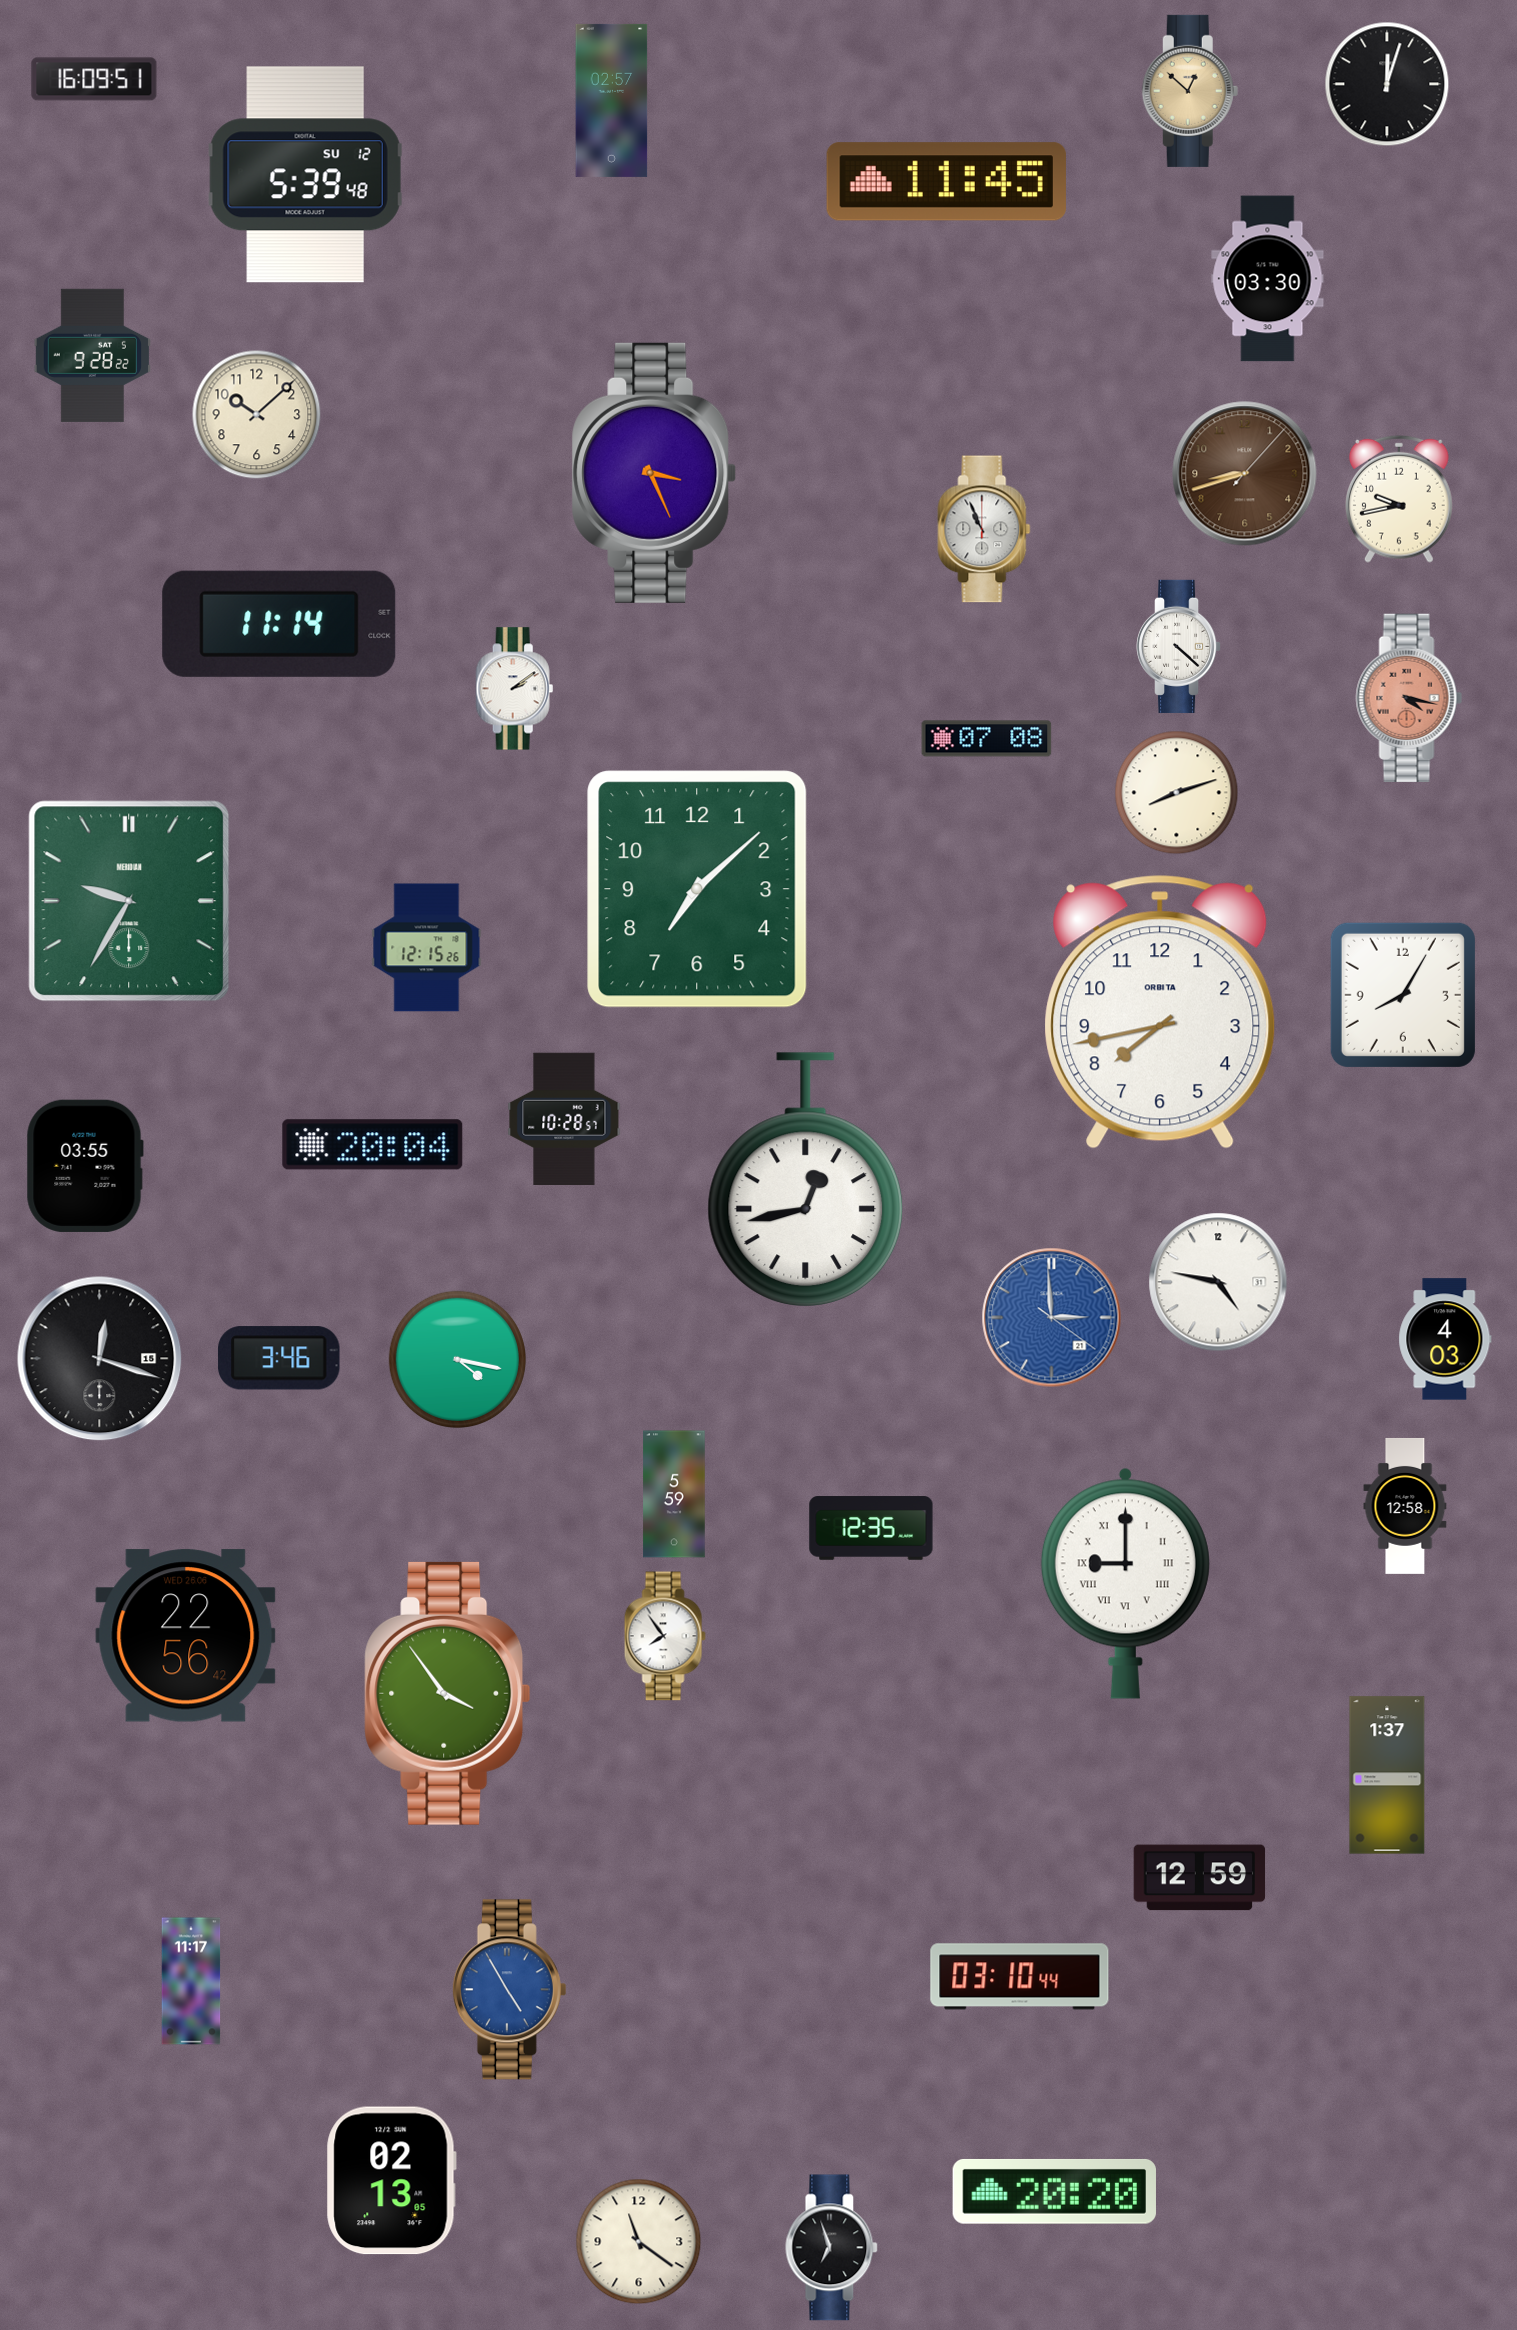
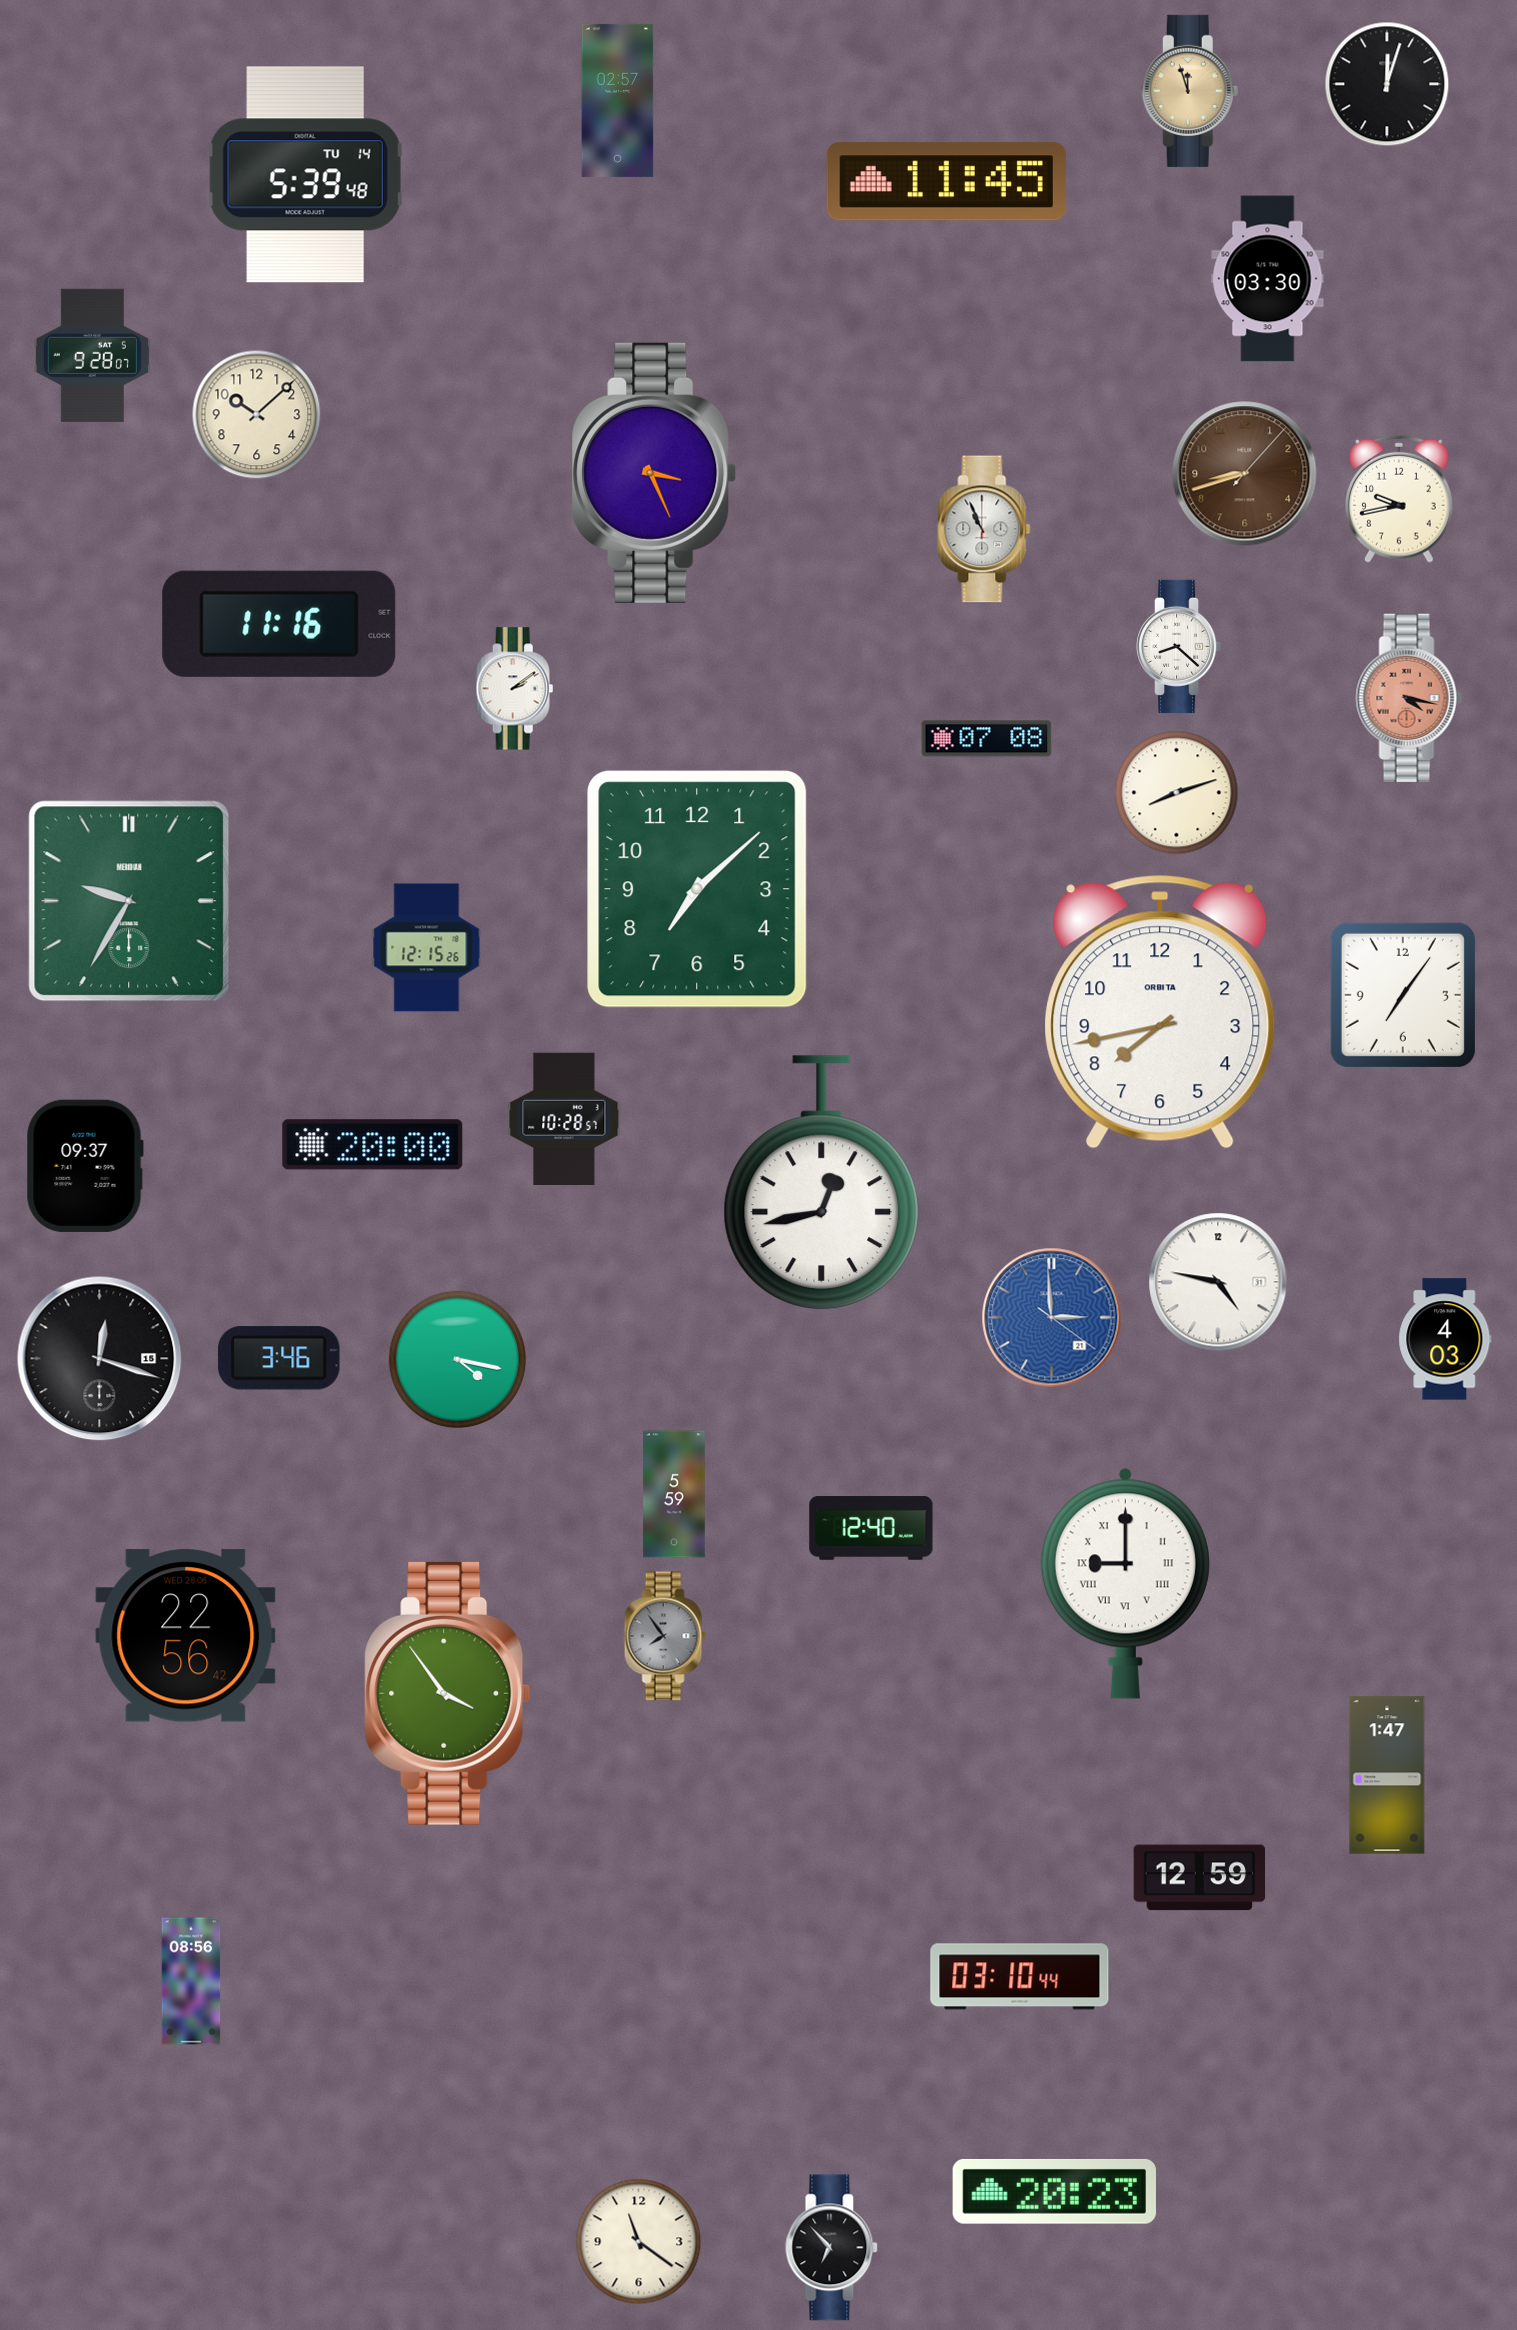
clock at (94, 79): 16:09 -> none
clock at (1190, 91): 12:52 -> 11:57
clock at (612, 100) position: (612, 100) -> (618, 100)
clock at (306, 175) date: SU 12 -> TU 14
clock at (92, 355): 9:28:22 -> 9:28:07
clock at (279, 624): 11:14 -> 11:16
clock at (1180, 646): 4:22 -> 8:22
clock at (1403, 995): 8:05 -> 7:06
clock at (373, 1145): 20:04 -> 20:00
clock at (85, 1166): 03:55 -> 09:37
clock at (806, 1180) position: (806, 1180) -> (822, 1183)
clock at (1405, 1506): 12:58 -> none
clock at (871, 1528): 12:35 -> 12:40
clock at (665, 1636) dial: white -> grey
clock at (1387, 1775): 1:37 -> 1:47
clock at (191, 1981): 11:17 -> 08:56
clock at (509, 1990): 4:55 -> none
clock at (391, 2181): 02:13 -> none
clock at (1054, 2192): 20:20 -> 20:23
clock at (832, 2248): 6:57 -> 6:53
